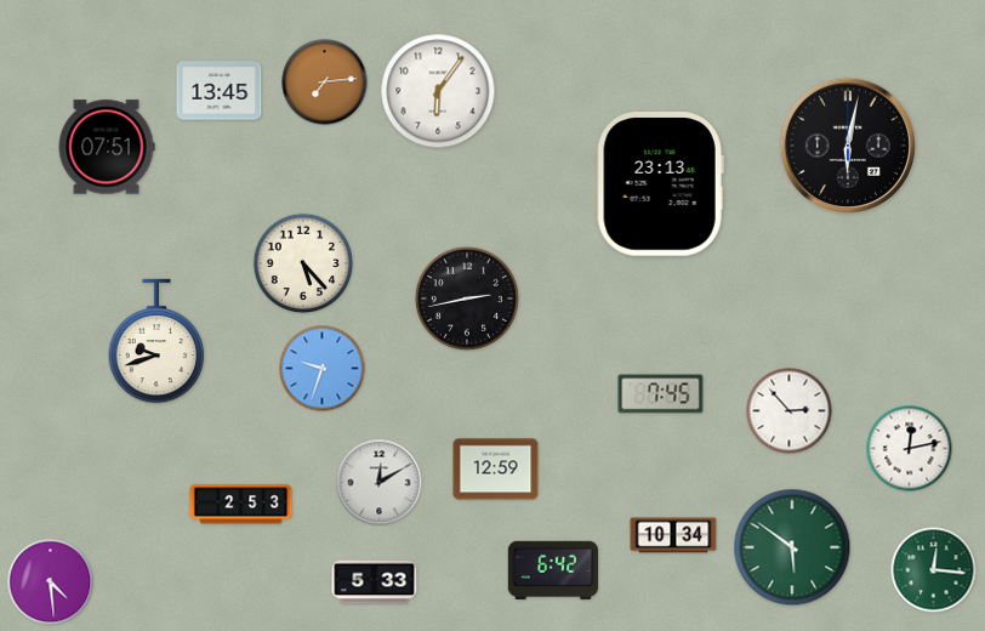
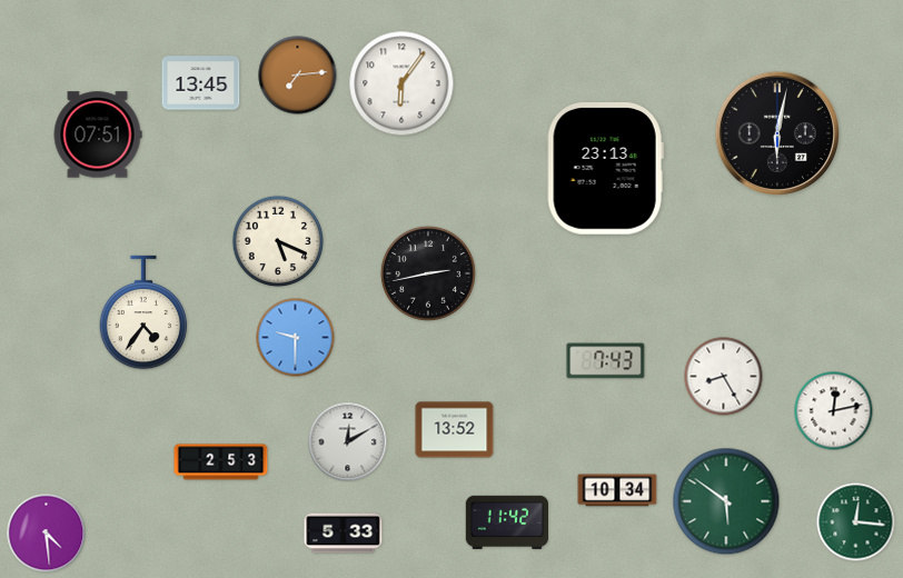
clock at (303, 263): 5:23 -> 5:19
clock at (156, 341): 9:42 -> 4:36
clock at (323, 369): 9:33 -> 9:30
clock at (661, 394): 7:45 -> 7:43
clock at (790, 411): 2:53 -> 8:25
clock at (496, 470): 12:59 -> 13:52
clock at (552, 570): 6:42 -> 11:42
